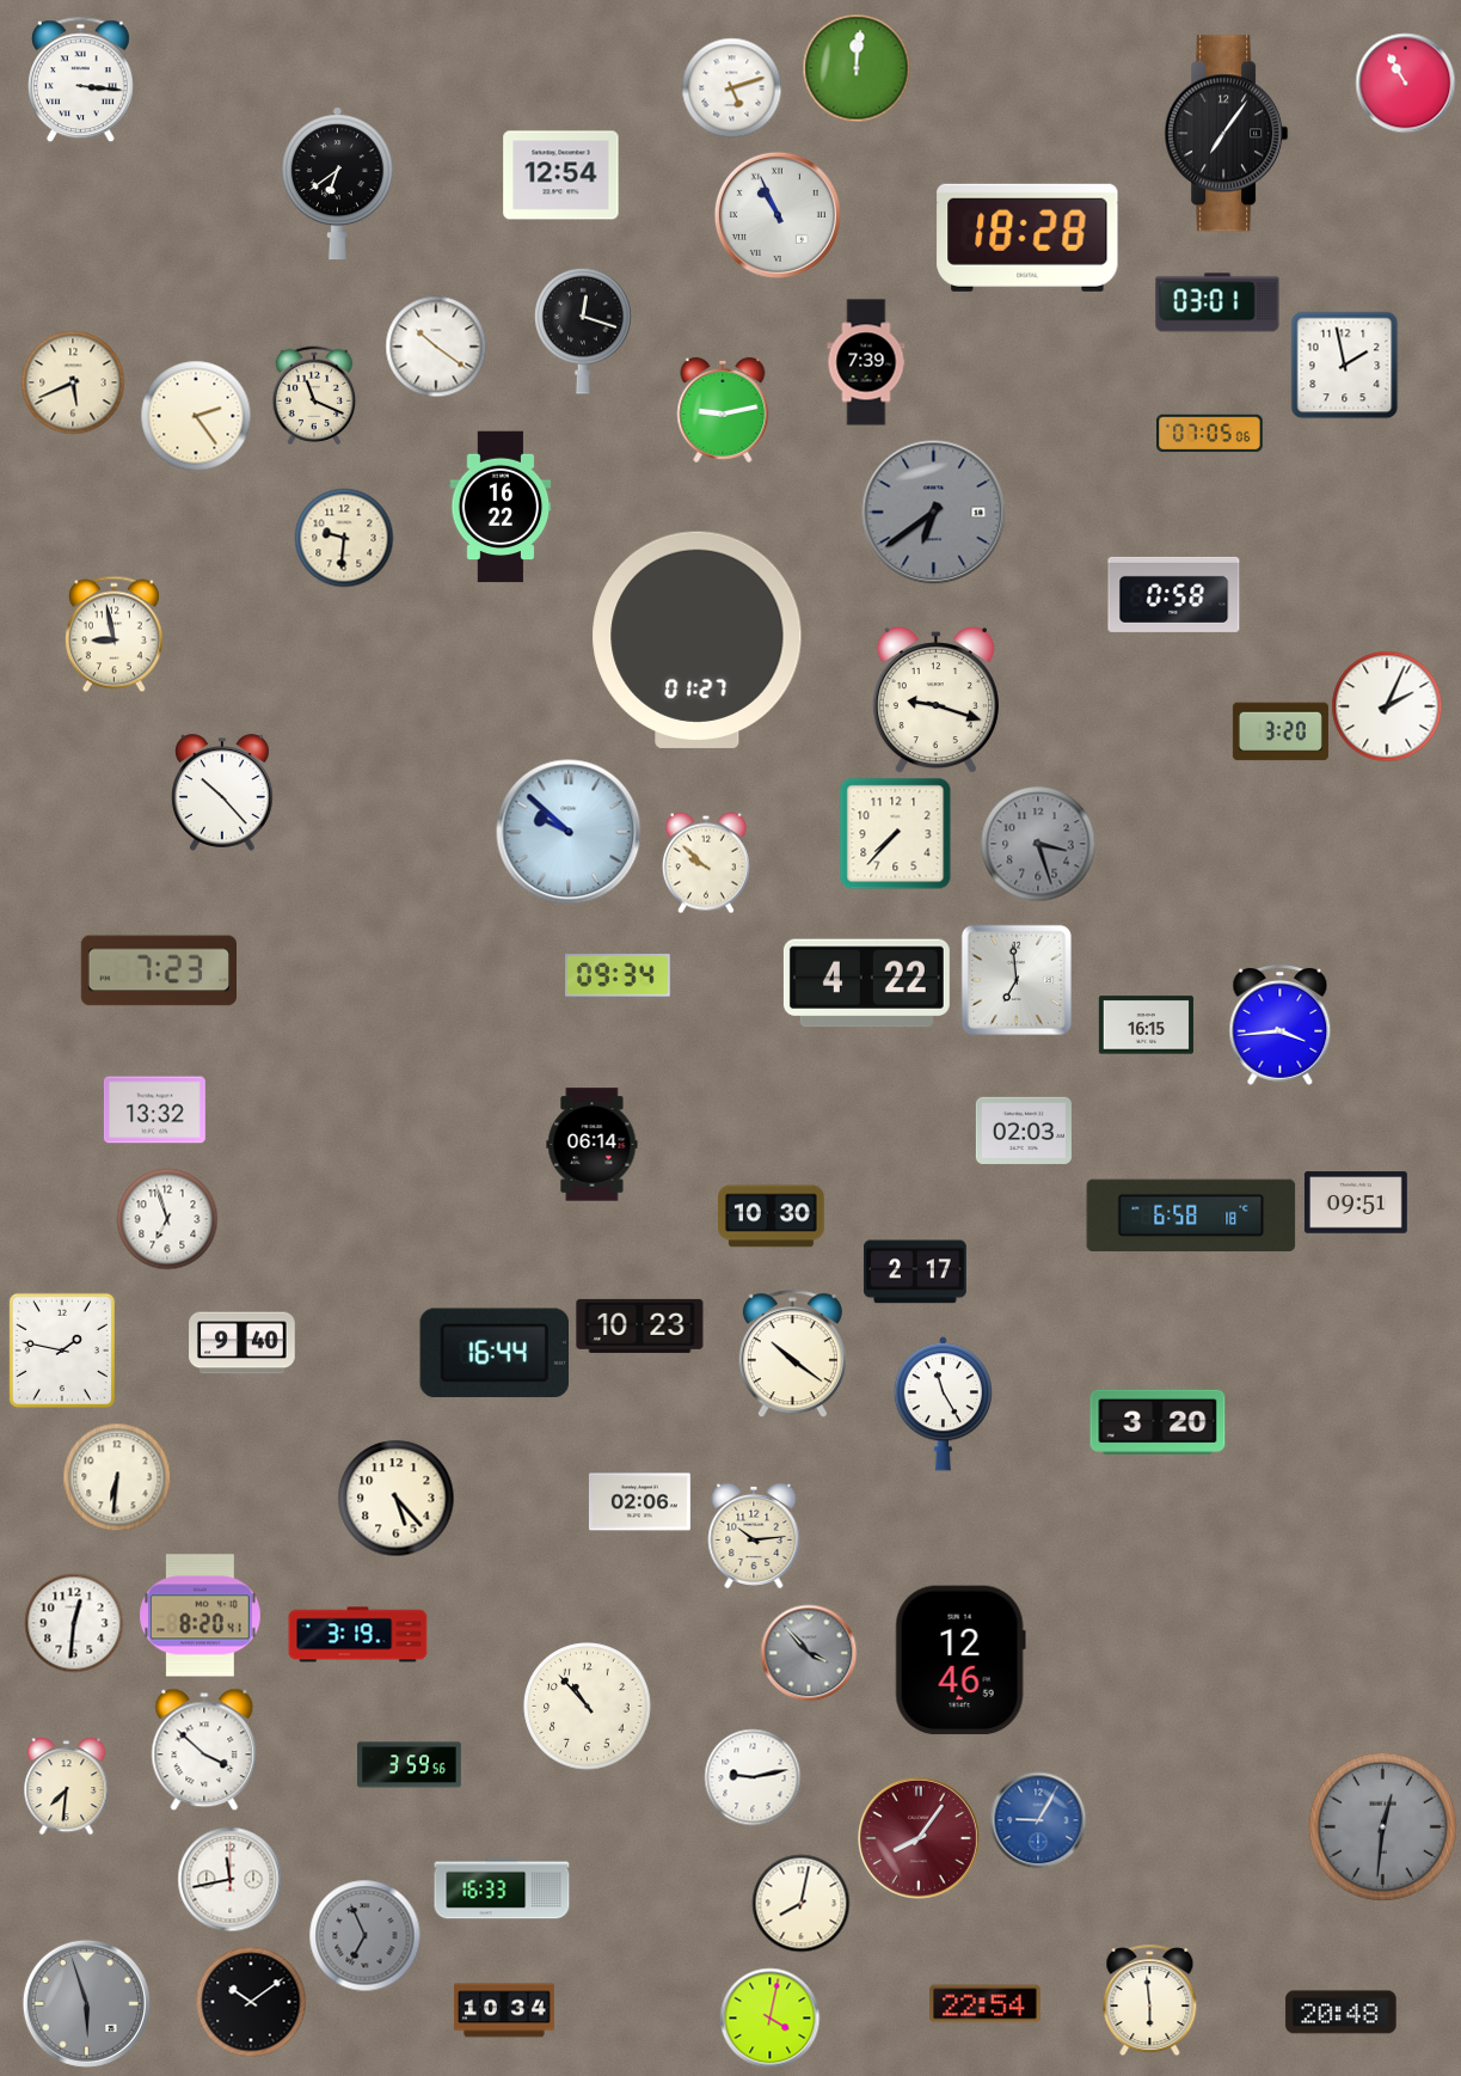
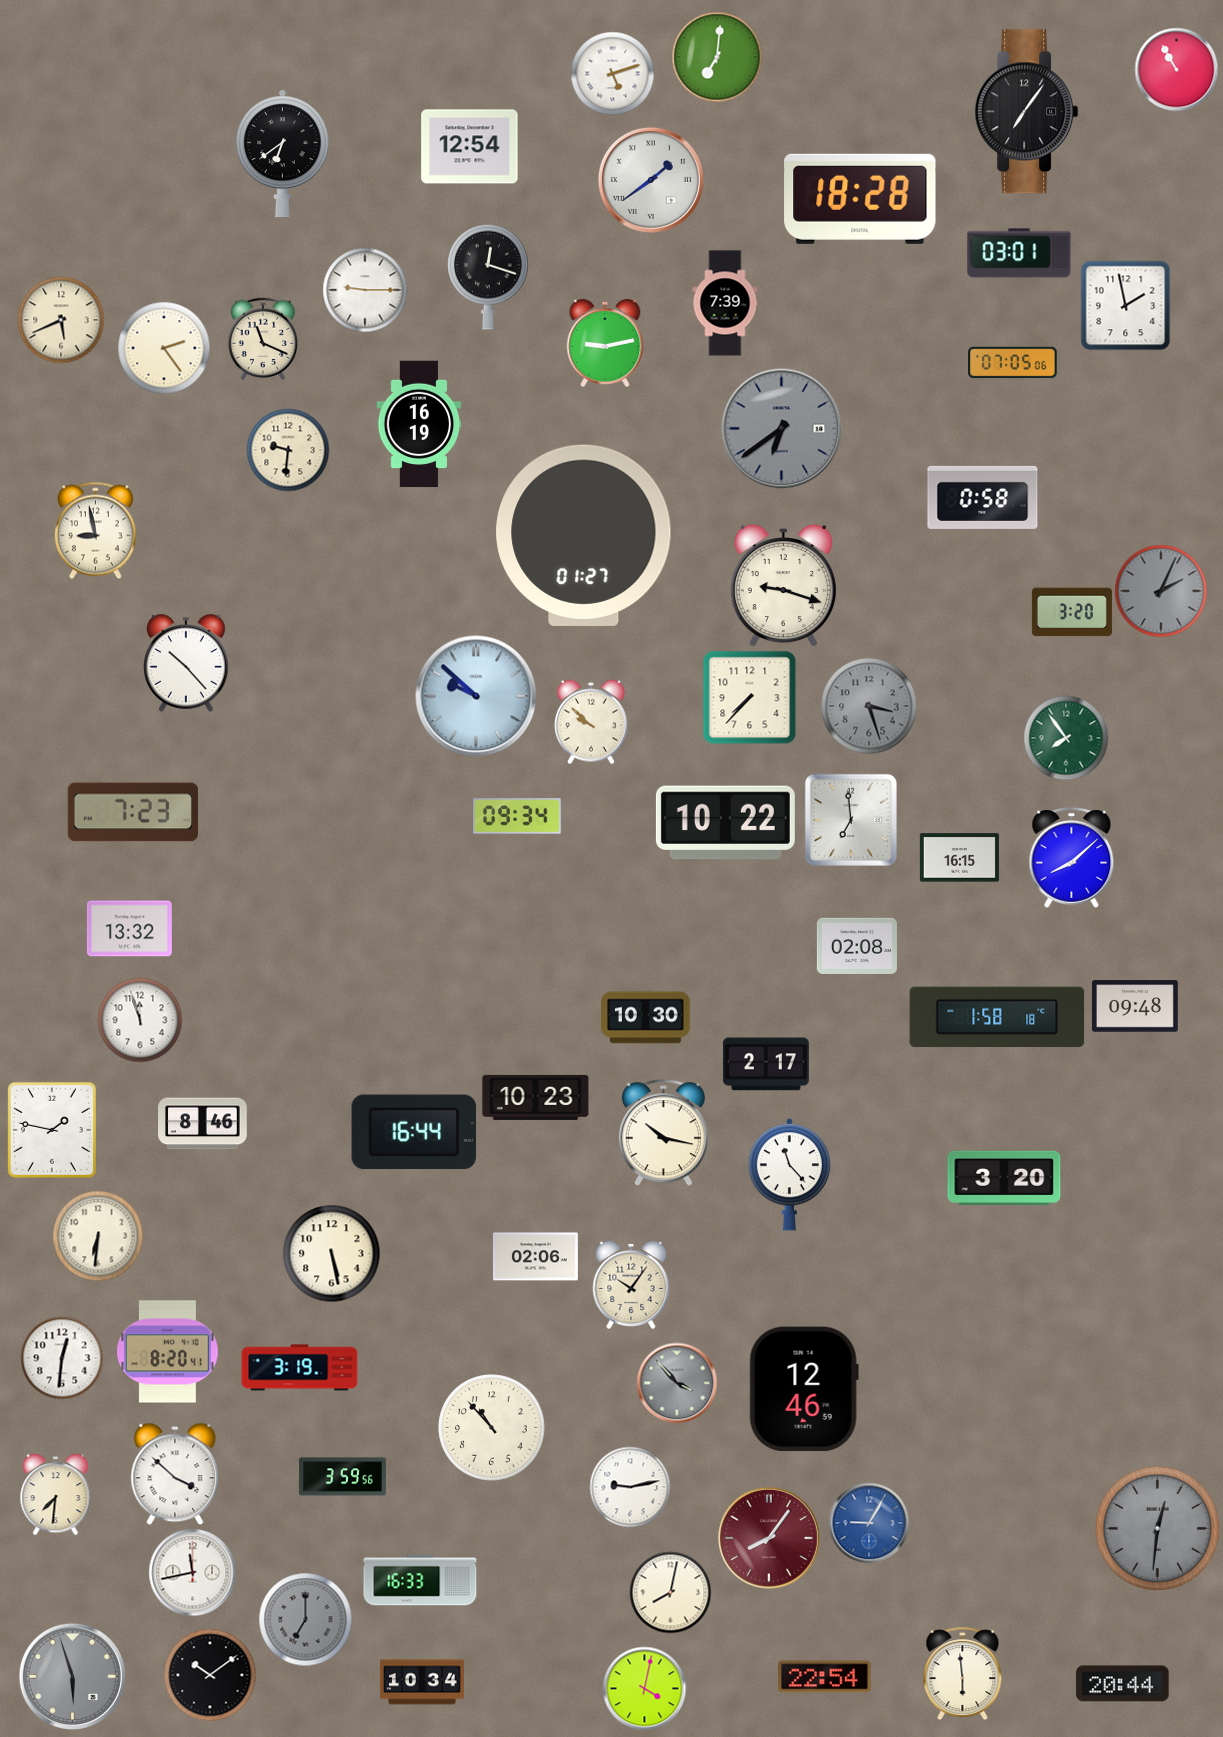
clock at (857, 68): 12:01 -> 7:01
clock at (80, 79): 3:16 -> none
clock at (778, 215): 10:56 -> 1:39
clock at (436, 347): 10:21 -> 9:15
clock at (314, 396) position: (314, 396) -> (263, 339)
clock at (501, 507): 16:22 -> 16:19
clock at (1387, 706) dial: white -> grey
clock at (1066, 738): none -> 7:54
clock at (866, 984): 4:22 -> 10:22
clock at (1281, 1024): 3:44 -> 8:08
clock at (1024, 1131): 02:03 -> 02:08
clock at (593, 1145): 06:14 -> none
clock at (1356, 1202): 09:51 -> 09:48
clock at (1191, 1215): 6:58 -> 1:58
clock at (167, 1219): 6:57 -> 11:57
clock at (640, 1325) position: (640, 1325) -> (536, 1097)
clock at (243, 1343): 9:40 -> 8:46
clock at (792, 1354): 10:21 -> 10:17
clock at (943, 1404): 11:25 -> 11:23
clock at (1158, 1422) position: (1158, 1422) -> (1004, 1178)
clock at (395, 1498): 5:23 -> 5:28
clock at (754, 1536): 10:14 -> 10:06
clock at (204, 1750) position: (204, 1750) -> (175, 1474)
clock at (364, 1935): 6:56 -> 7:00
clock at (1342, 2013): 20:48 -> 20:44
